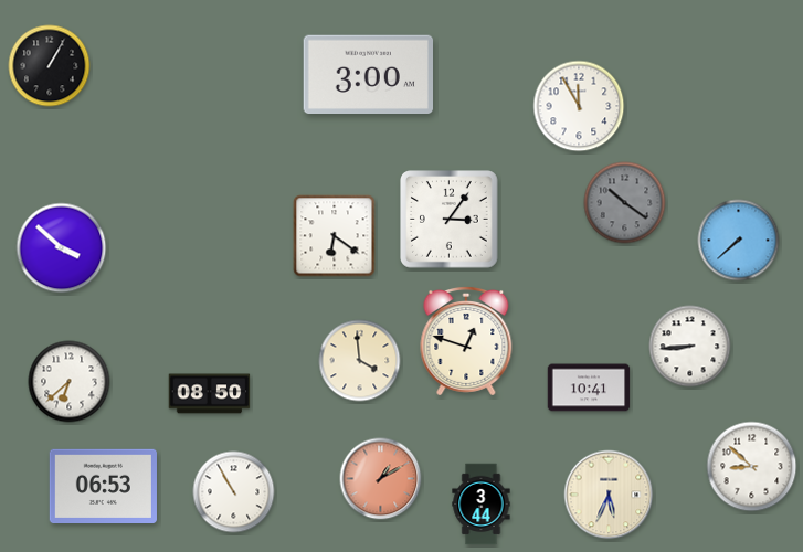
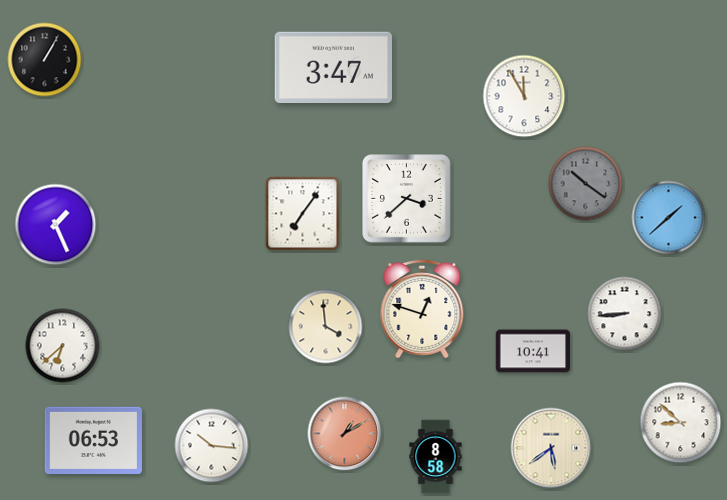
clock at (369, 74): 3:00 -> 3:47
clock at (625, 203) position: (625, 203) -> (586, 184)
clock at (450, 220): 3:06 -> 3:38
clock at (335, 236): 6:21 -> 7:06
clock at (739, 241): 7:38 -> 1:38
clock at (62, 248): 3:52 -> 1:26
clock at (210, 394): 08:50 -> none
clock at (234, 492): 10:55 -> 10:16
clock at (609, 495): 5:34 -> 5:39
clock at (482, 505): 3:44 -> 8:58
